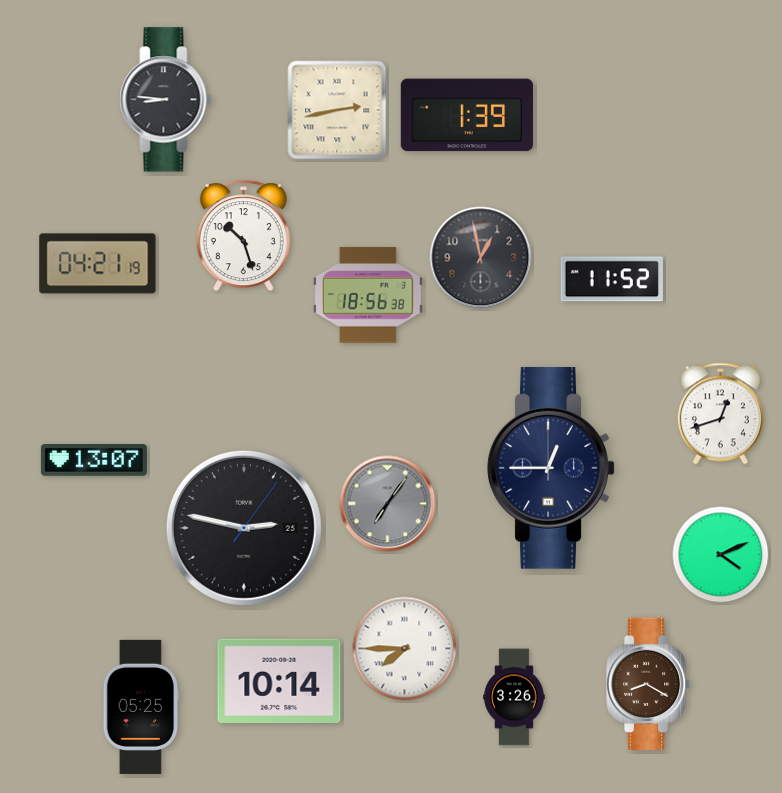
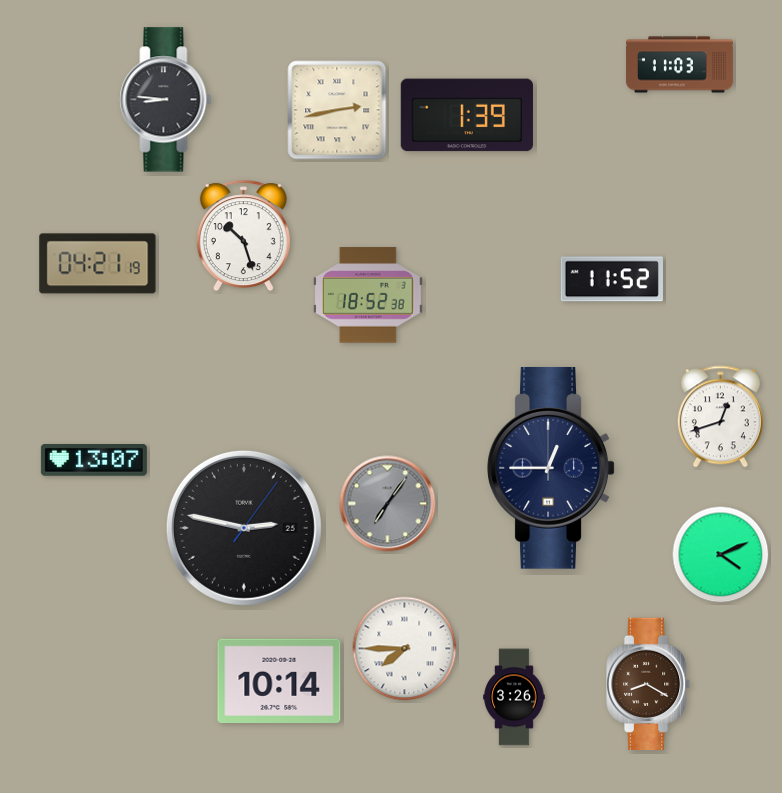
clock at (679, 65): none -> 11:03
clock at (481, 258): 12:58 -> none
clock at (369, 295): 18:56 -> 18:52
clock at (720, 414) position: (720, 414) -> (720, 417)
clock at (140, 707): 05:25 -> none
